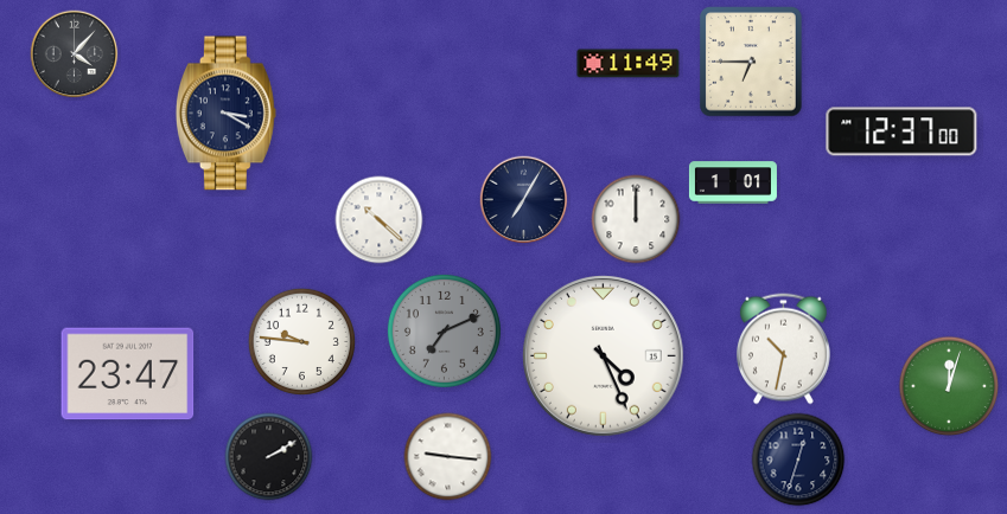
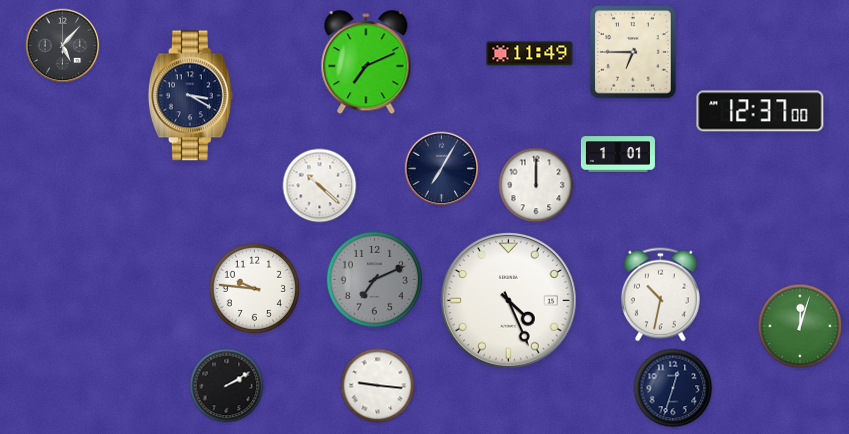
clock at (75, 54): 4:07 -> 5:07
clock at (366, 63): none -> 7:11
clock at (128, 374): 23:47 -> none
